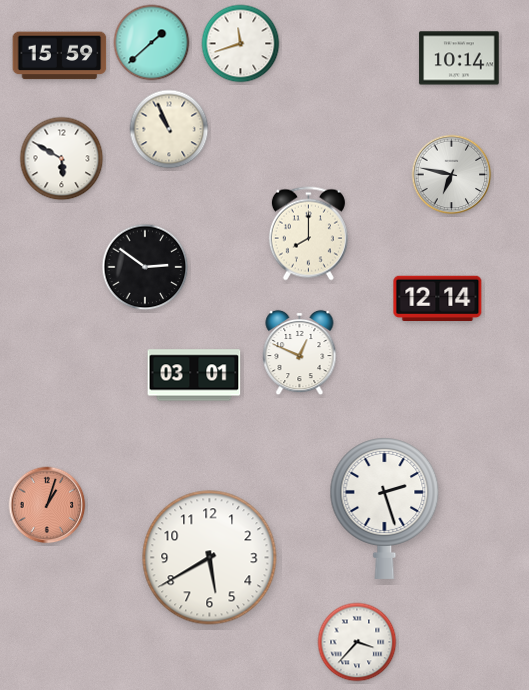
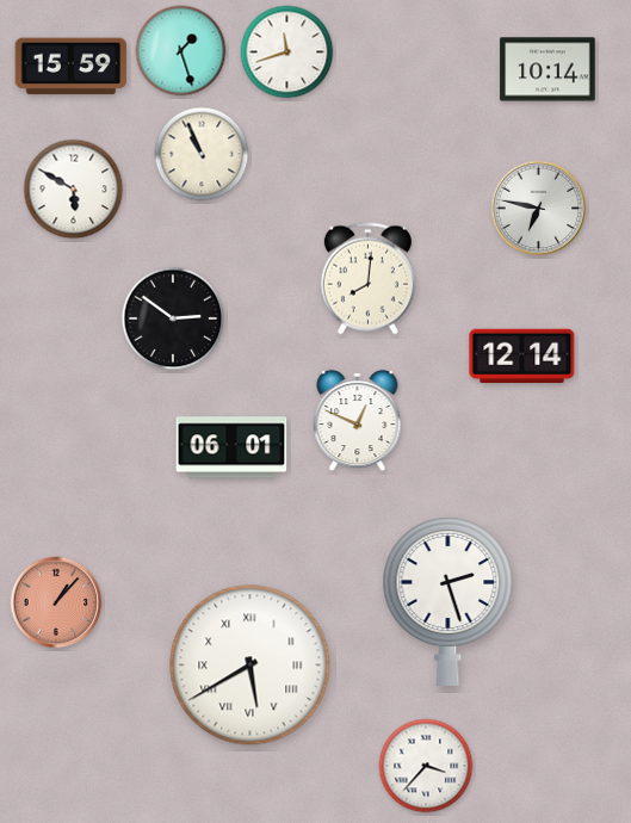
clock at (152, 43): 1:38 -> 1:27
clock at (308, 234): 8:00 -> 8:01
clock at (194, 375): 03:01 -> 06:01
clock at (47, 505): 1:03 -> 1:07
clock at (385, 508) position: (385, 508) -> (448, 601)
clock at (210, 558) numerals: Arabic -> Roman
